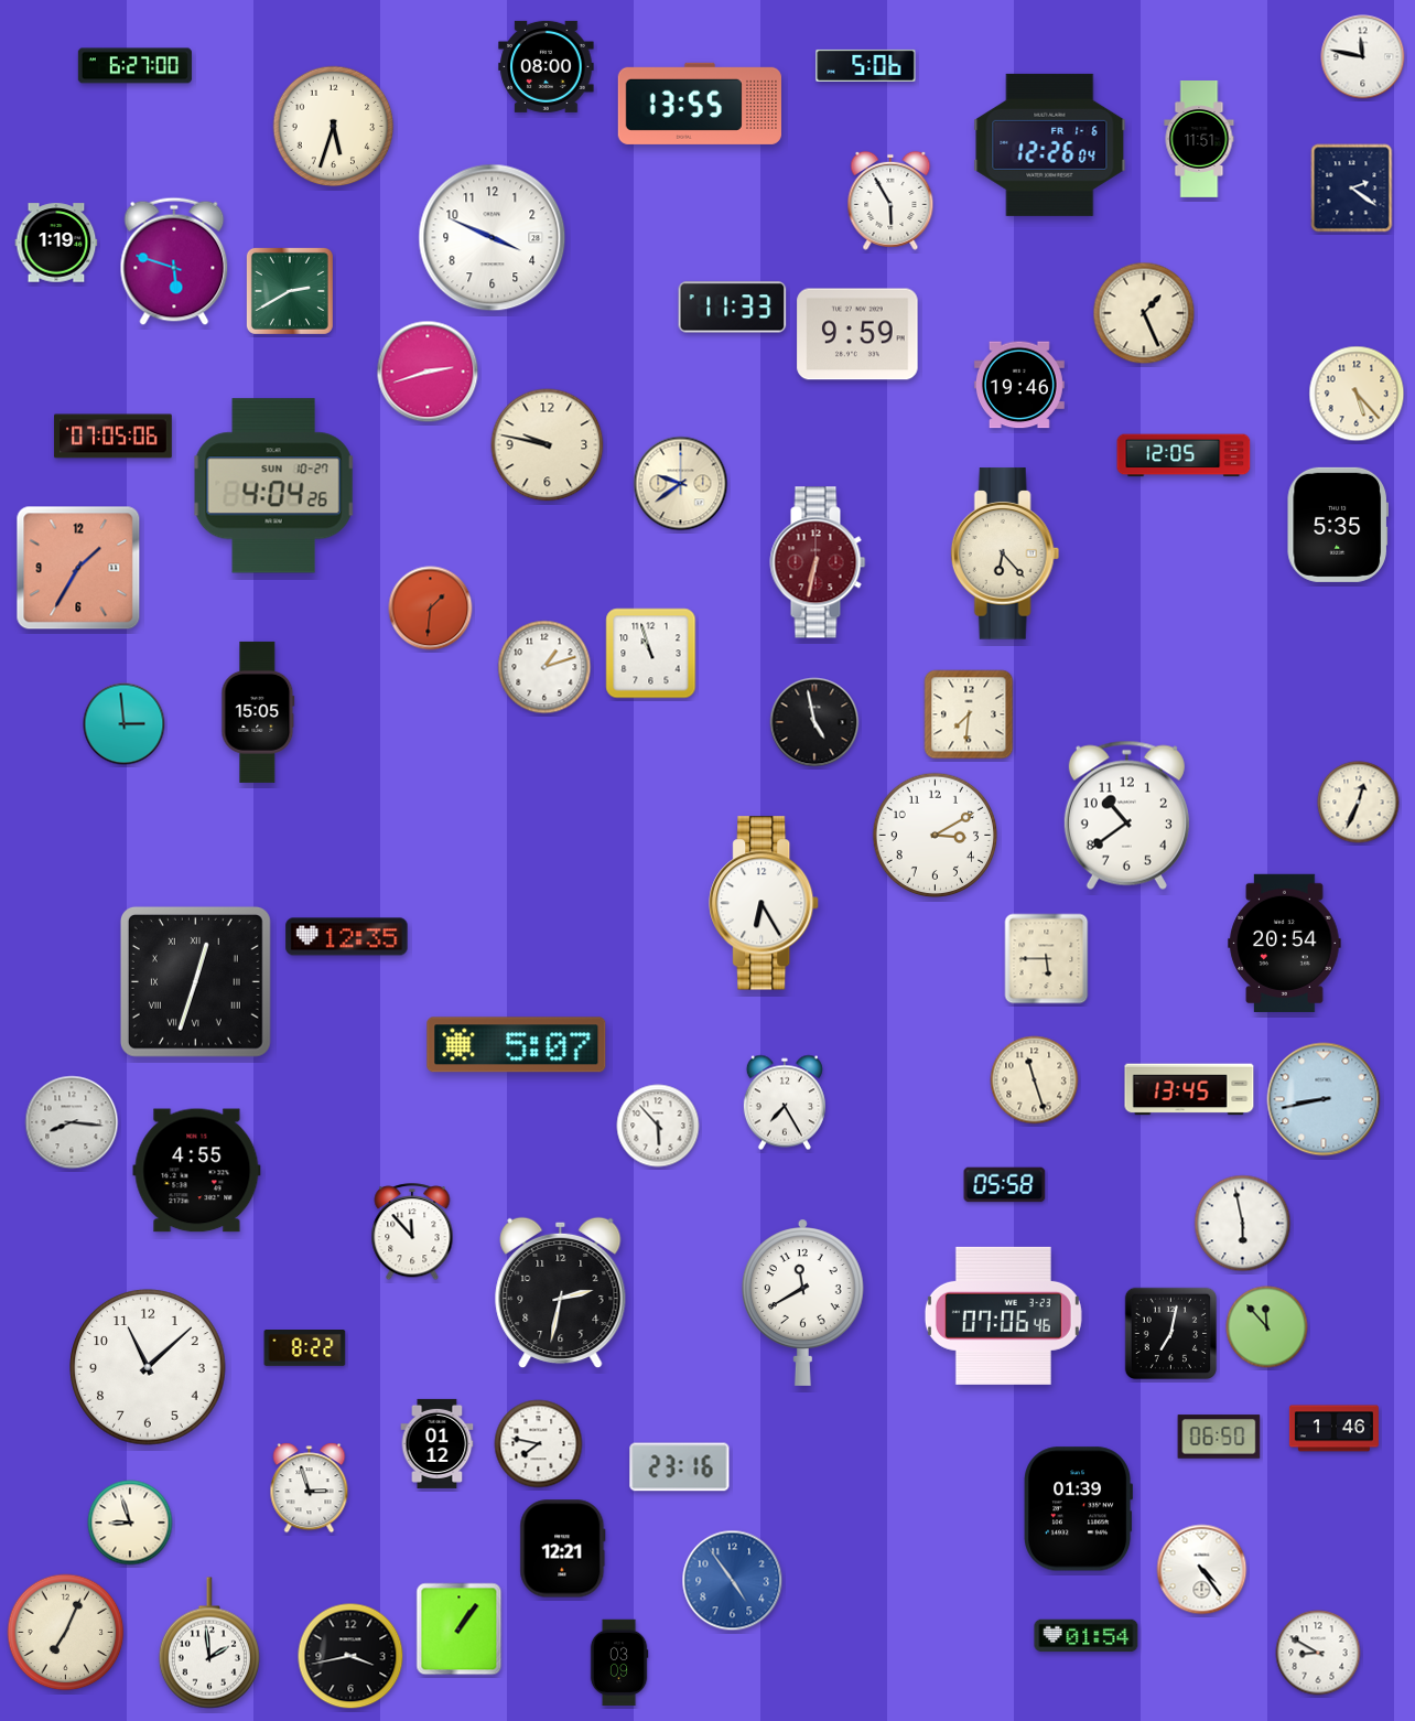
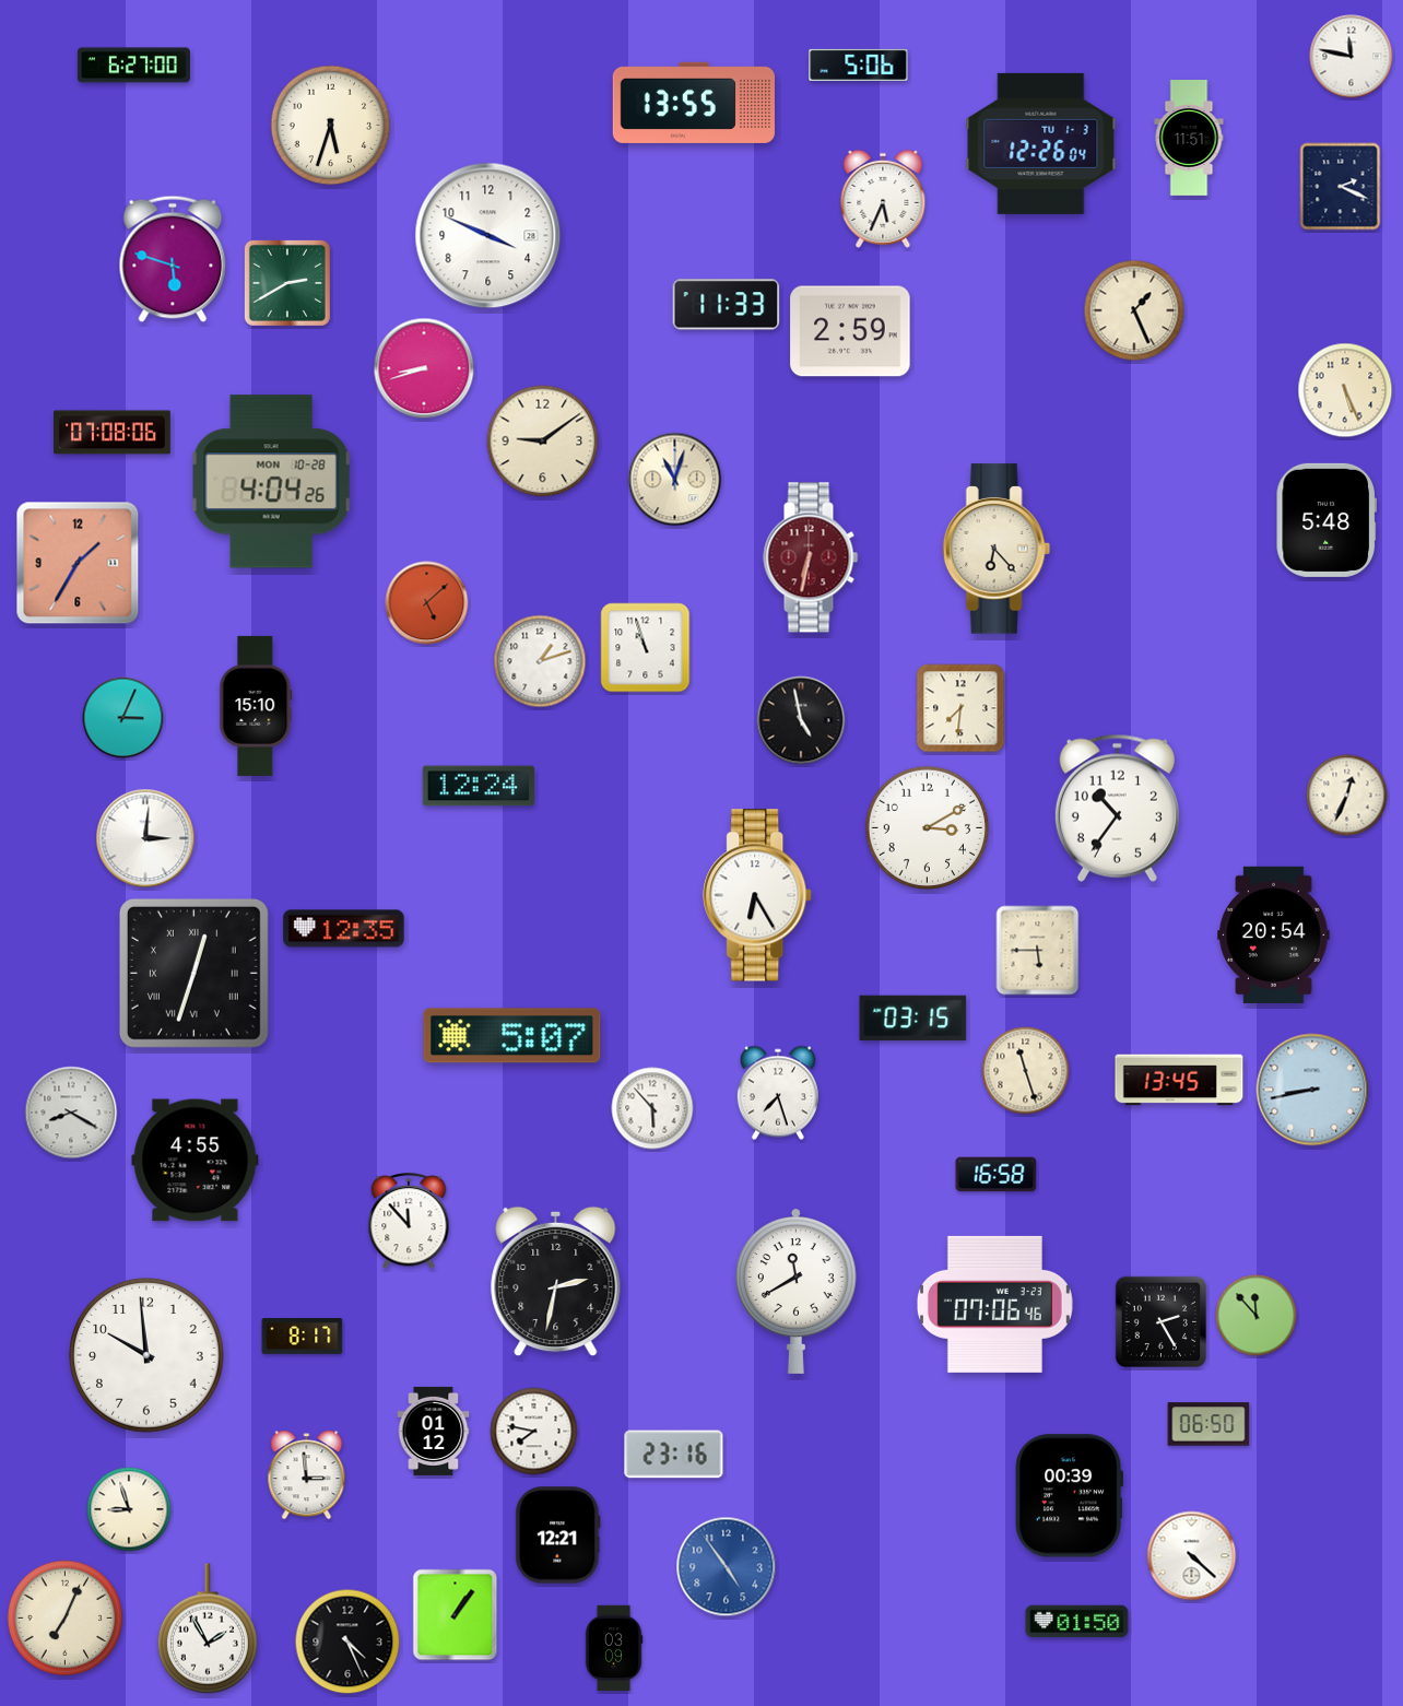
clock at (547, 66): 08:00 -> none
clock at (1050, 144) date: FR 1-6 -> TU 1-3
clock at (1352, 189): 2:21 -> 2:19
clock at (890, 201): 5:55 -> 5:34
clock at (56, 243): 1:19 -> none
clock at (290, 291) position: (290, 291) -> (287, 283)
clock at (857, 334): 9:59 -> 2:59
clock at (428, 372): 2:42 -> 8:42
clock at (1019, 385): 19:46 -> none
clock at (1357, 394): 5:23 -> 5:26
clock at (114, 437): 07:05 -> 07:08
clock at (548, 445): 9:47 -> 9:09
clock at (1184, 455): 12:05 -> none
clock at (681, 484): 9:39 -> 11:03
clock at (273, 486) date: SUN 10-27 -> MON 10-28
clock at (1338, 525): 5:35 -> 5:48
clock at (431, 609): 1:31 -> 5:08
clock at (258, 712): 15:05 -> 15:10
clock at (814, 722) position: (814, 722) -> (801, 720)
clock at (125, 724): 2:59 -> 3:04
clock at (479, 786): none -> 12:24
clock at (1126, 815): 10:39 -> 10:36
clock at (145, 838): none -> 3:01
clock at (913, 1017): none -> 03:15
clock at (785, 1102): 7:25 -> 7:27
clock at (72, 1122): 8:16 -> 8:20
clock at (658, 1126) position: (658, 1126) -> (652, 1108)
clock at (1005, 1185): 05:58 -> 16:58
clock at (1243, 1224): 5:58 -> none
clock at (1171, 1334): 7:02 -> 2:25
clock at (305, 1348): 8:22 -> 8:17
clock at (148, 1367): 11:08 -> 9:59
clock at (1333, 1429): 1:46 -> none
clock at (310, 1488): 2:57 -> 2:59
clock at (1078, 1509): 01:39 -> 00:39
clock at (1202, 1570): 4:24 -> 4:22
clock at (1087, 1636): 01:54 -> 01:50
clock at (209, 1643): 1:59 -> 1:55
clock at (1318, 1653): 8:50 -> none
clock at (350, 1656): 3:43 -> 4:26
